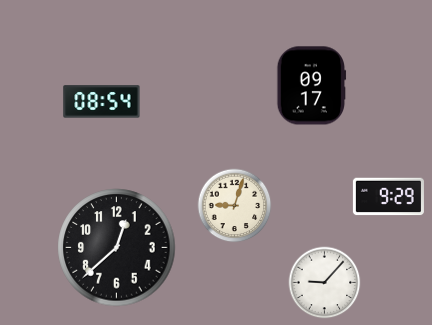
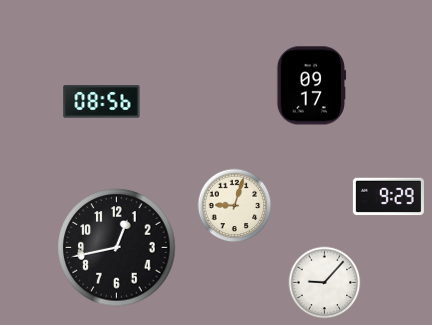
clock at (102, 102): 08:54 -> 08:56
clock at (117, 248): 12:38 -> 12:43
